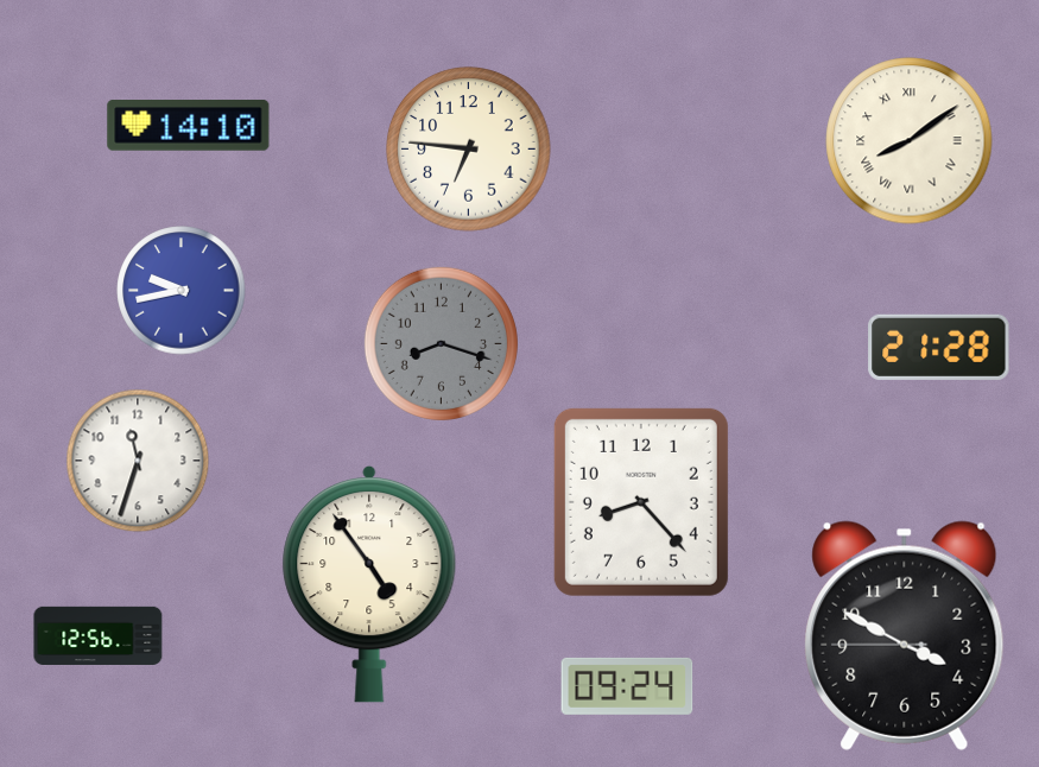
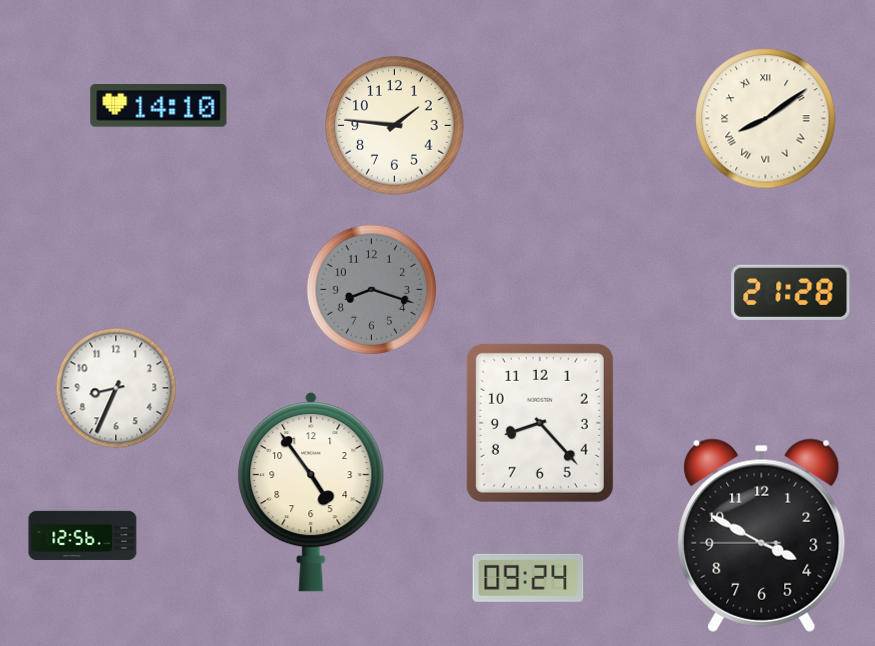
clock at (469, 150): 6:46 -> 1:46
clock at (182, 291): 9:43 -> none
clock at (138, 461): 11:33 -> 8:34
